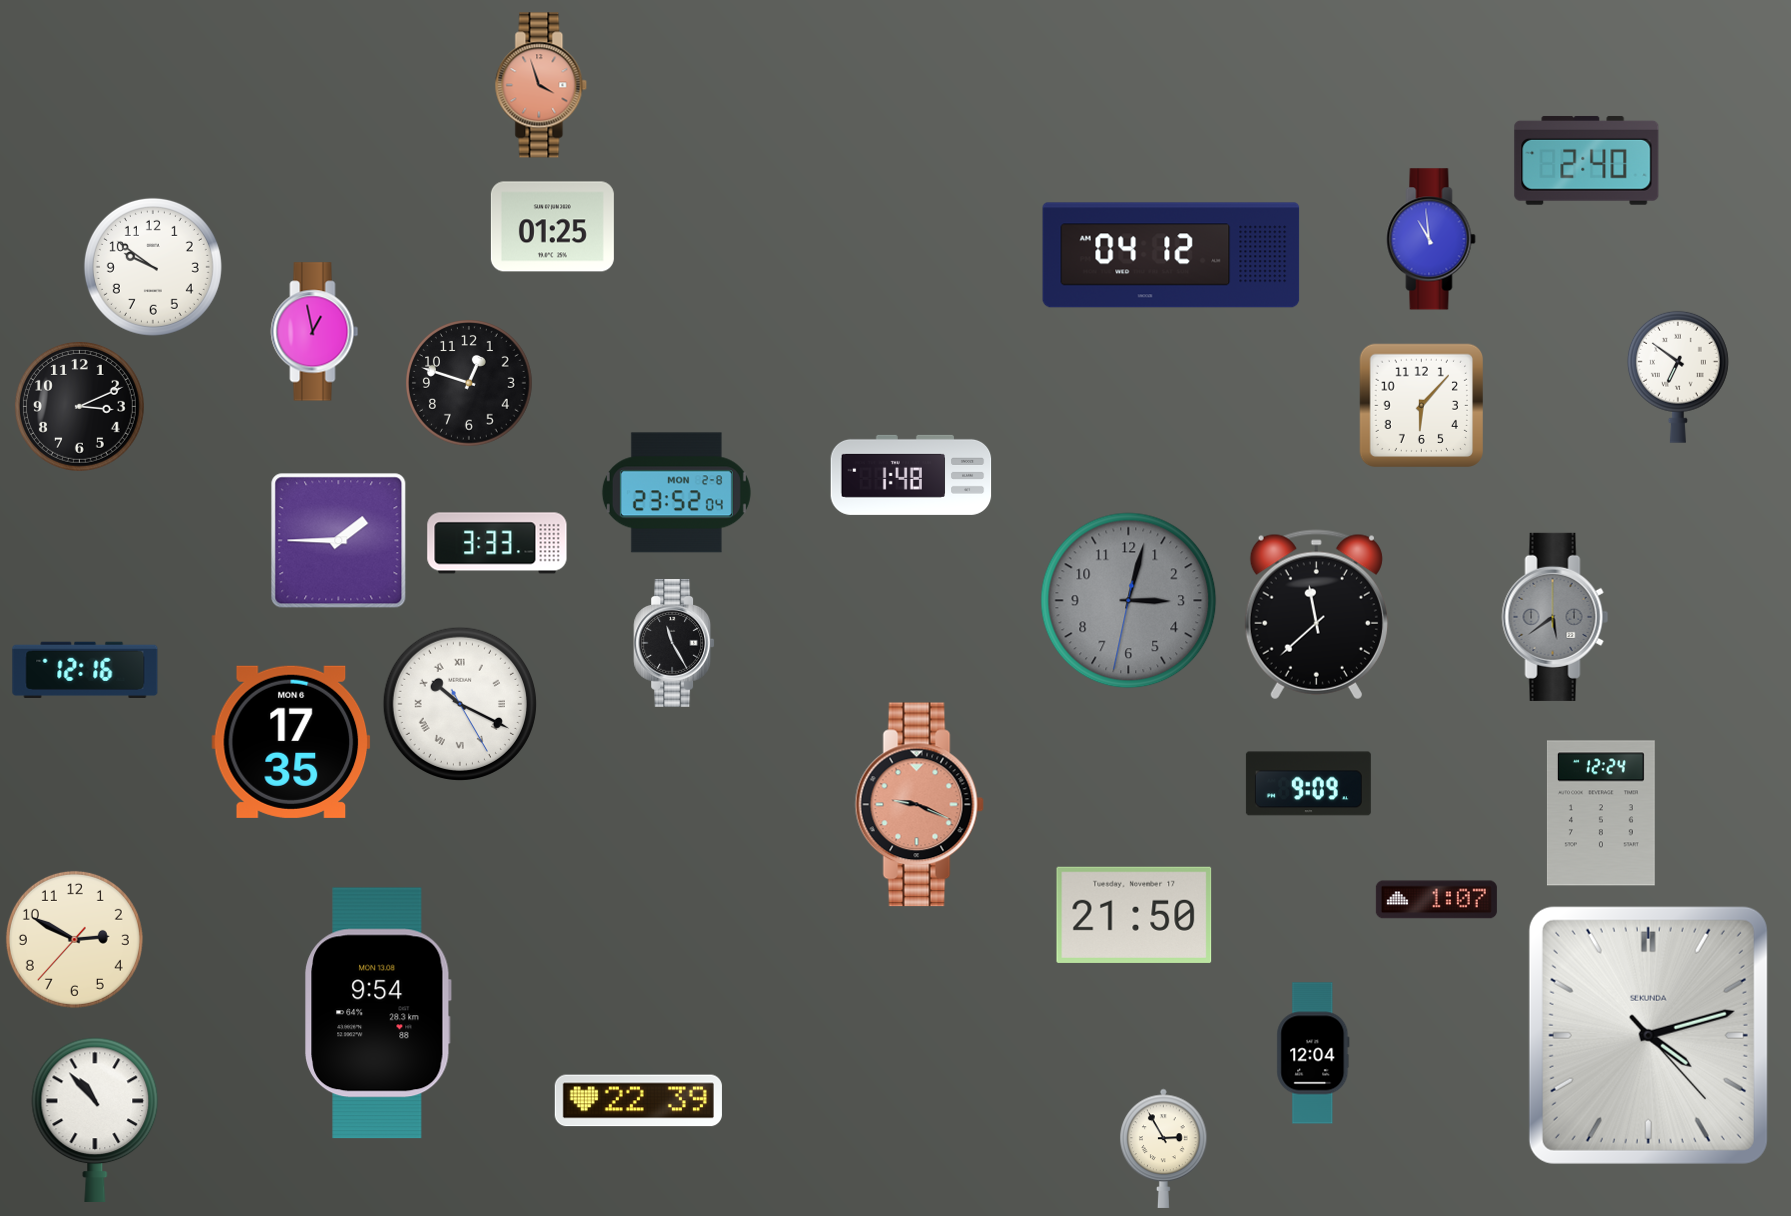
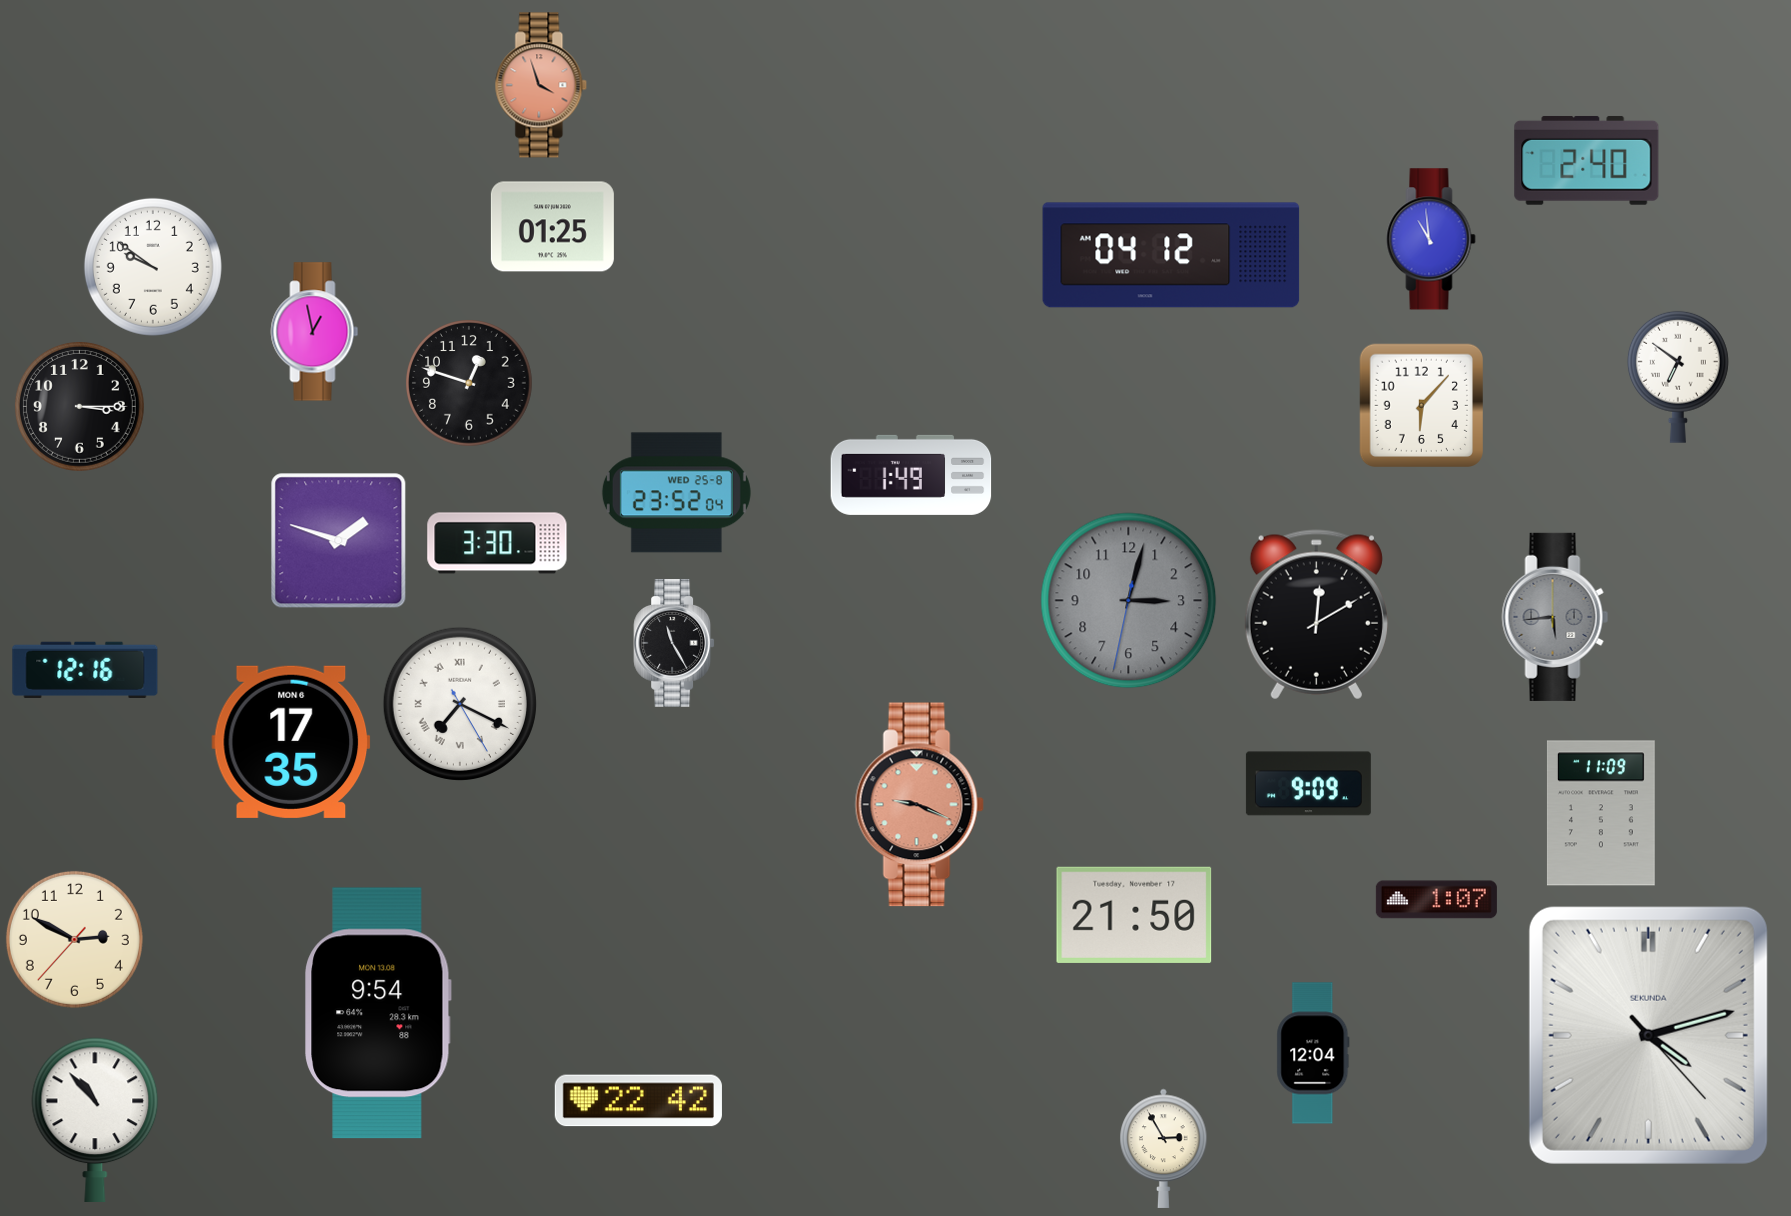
clock at (79, 407): 3:11 -> 3:15
clock at (911, 475): 1:48 -> 1:49
clock at (676, 493) date: MON 2-8 -> WED 25-8
clock at (339, 541): 1:45 -> 1:48
clock at (497, 543): 3:33 -> 3:30
clock at (1316, 615): 11:38 -> 12:10
clock at (1555, 617): 5:39 -> 5:44
clock at (460, 704): 10:19 -> 7:19
clock at (1601, 813): 12:24 -> 11:09
clock at (638, 1101): 22:39 -> 22:42
